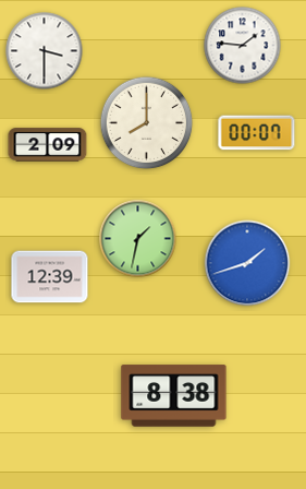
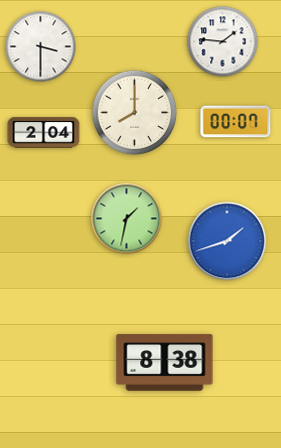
clock at (48, 145): 2:09 -> 2:04
clock at (50, 277): 12:39 -> none
clock at (174, 396) position: (174, 396) -> (165, 363)
